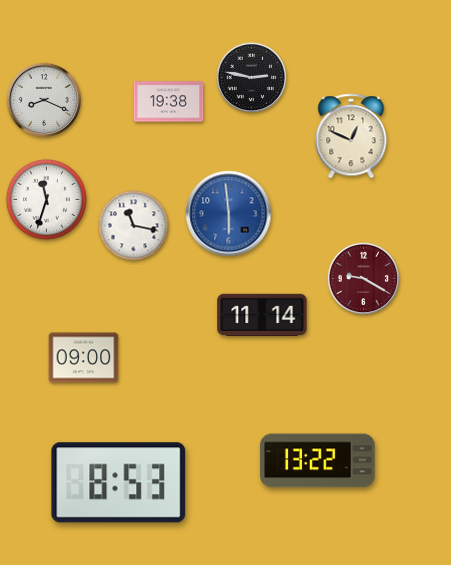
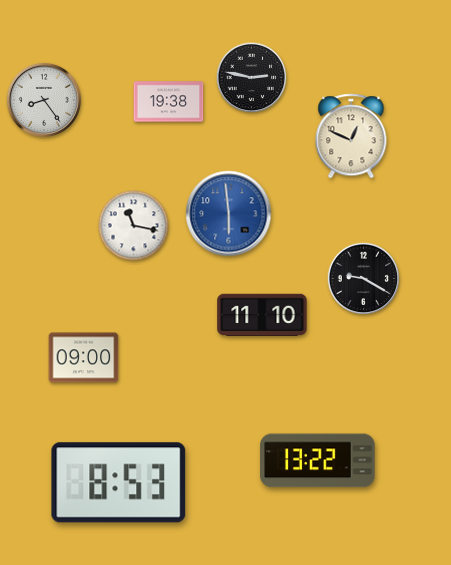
clock at (44, 100): 8:19 -> 8:24
clock at (46, 199): 11:33 -> none
clock at (364, 279) dial: burgundy -> black
clock at (262, 315): 11:14 -> 11:10
